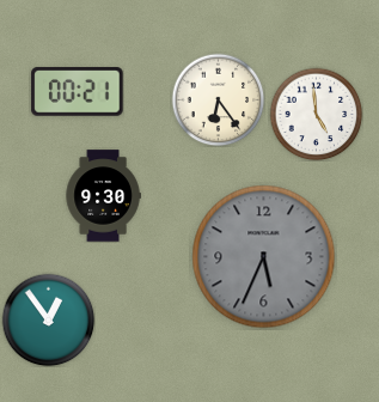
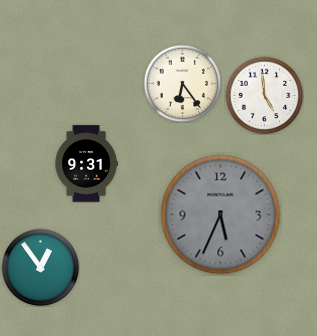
clock at (78, 92): 00:21 -> none
clock at (103, 196): 9:30 -> 9:31
